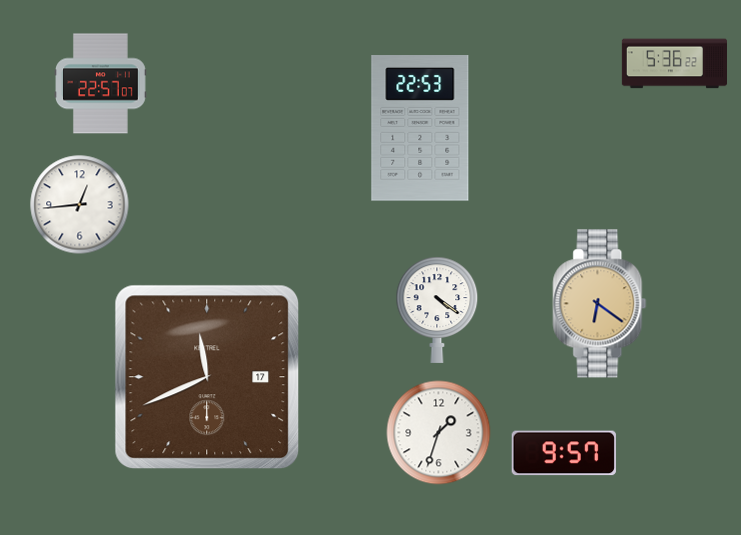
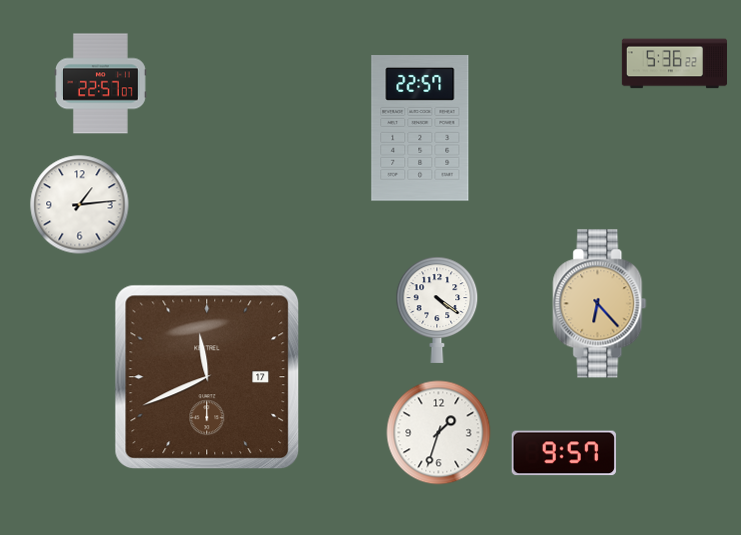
clock at (420, 128): 22:53 -> 22:57
clock at (80, 205): 12:44 -> 1:14
clock at (600, 304): 6:21 -> 6:23
